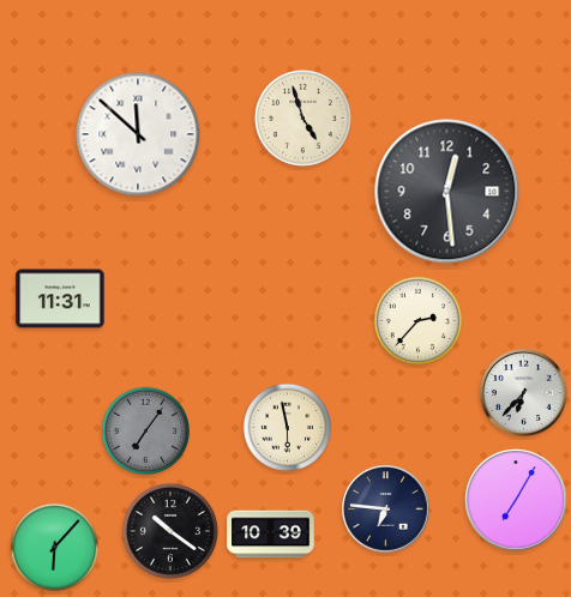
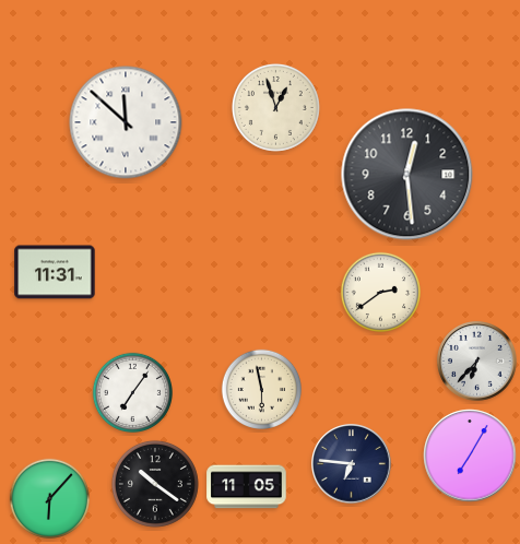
clock at (302, 117): 4:57 -> 12:57
clock at (417, 320): 2:37 -> 2:39
clock at (524, 393) position: (524, 393) -> (477, 362)
clock at (145, 430) dial: grey -> white
clock at (271, 535): 10:39 -> 11:05
